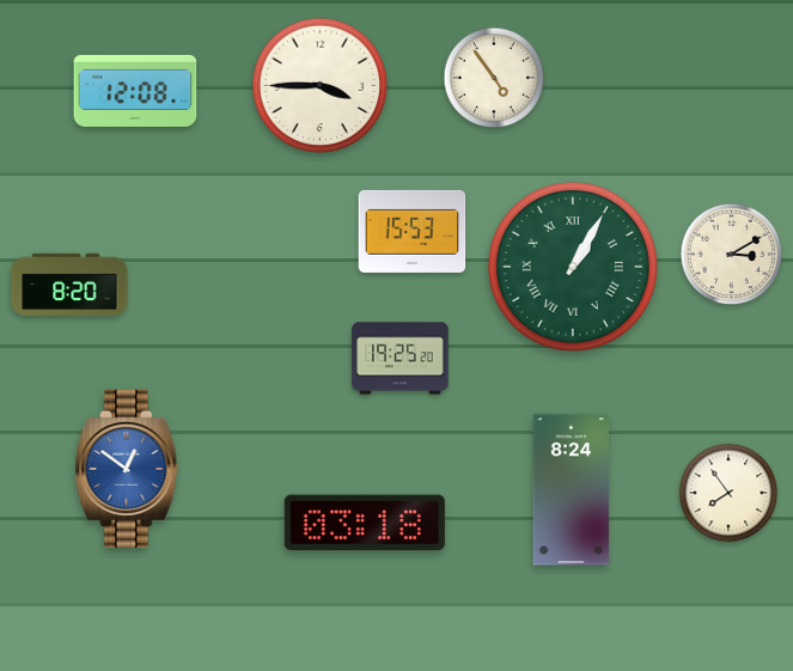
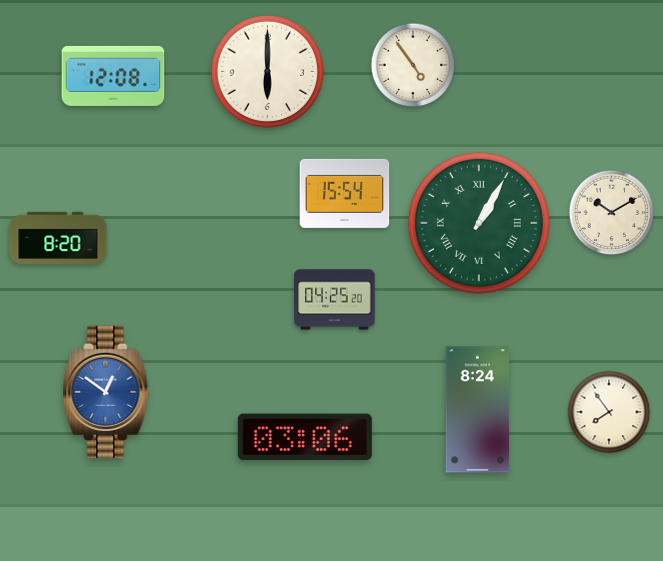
clock at (319, 85): 3:45 -> 6:00
clock at (413, 231): 15:53 -> 15:54
clock at (732, 255): 3:10 -> 10:10
clock at (401, 359): 19:25 -> 04:25
clock at (365, 523): 03:18 -> 03:06
